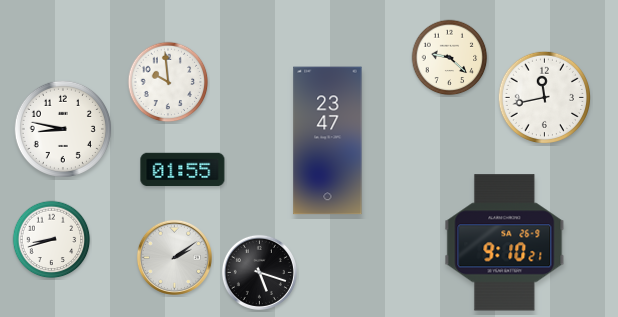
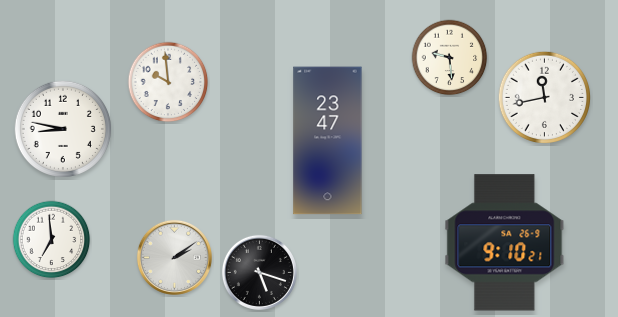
clock at (450, 58): 9:22 -> 9:29
clock at (183, 170): 01:55 -> none
clock at (52, 240): 8:42 -> 6:59
